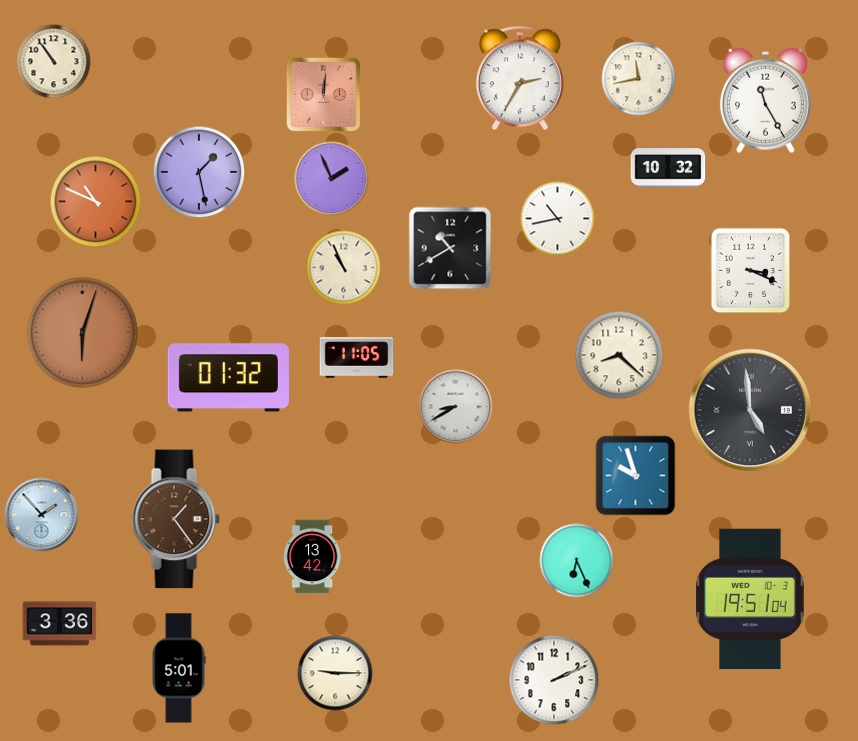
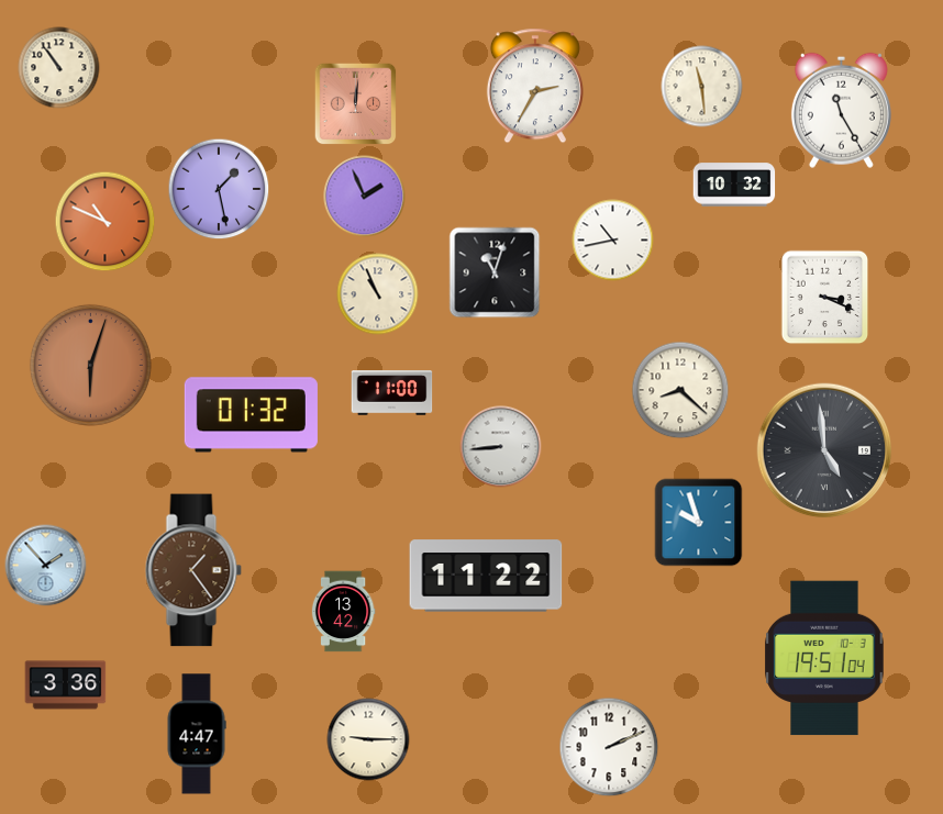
clock at (520, 78) position: (520, 78) -> (535, 86)
clock at (639, 79): 11:43 -> 11:29
clock at (450, 248): 10:40 -> 11:03
clock at (357, 358): 11:05 -> 11:00
clock at (456, 407): 8:40 -> 8:44
clock at (486, 576): none -> 11:22
clock at (577, 561): 6:26 -> none
clock at (179, 668): 5:01 -> 4:47
